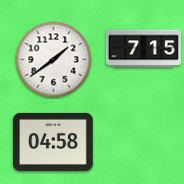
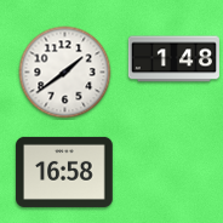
clock at (143, 49): 7:15 -> 1:48
clock at (53, 142): 04:58 -> 16:58
